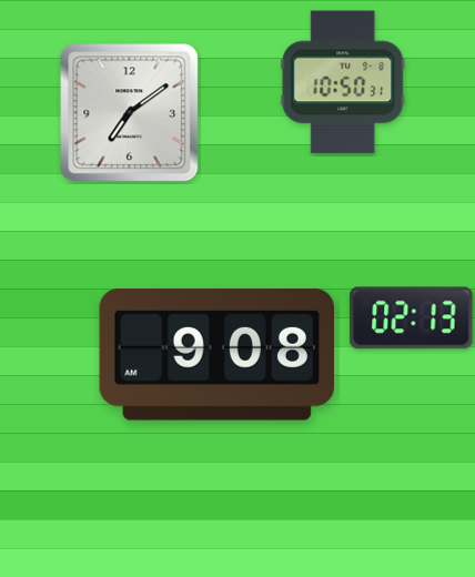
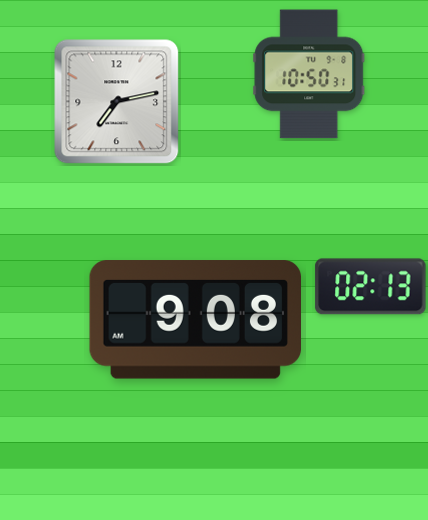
clock at (130, 113): 7:09 -> 7:13
